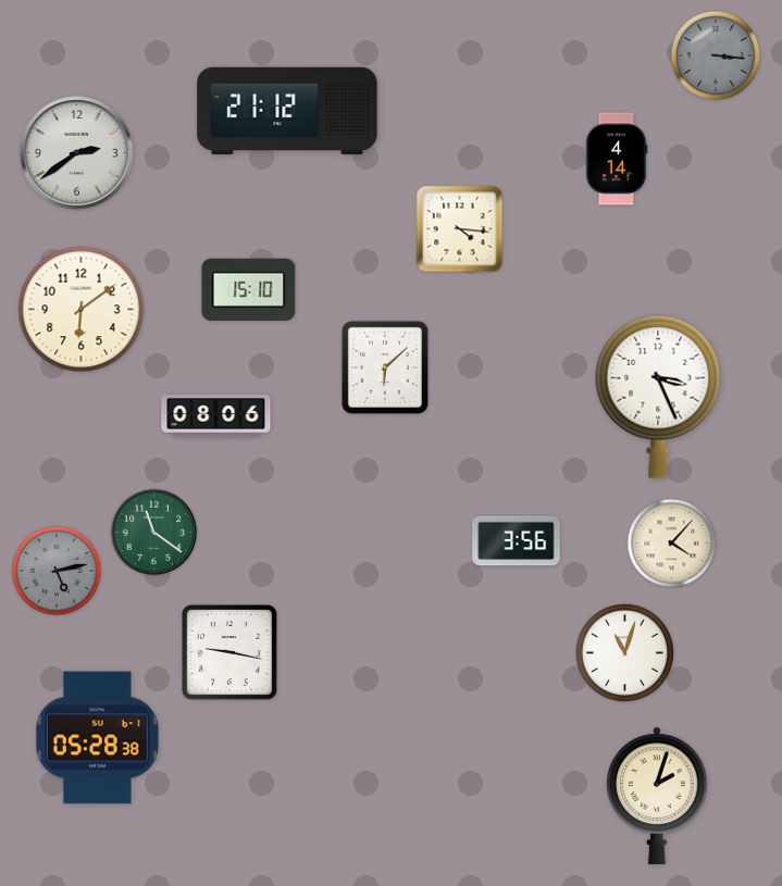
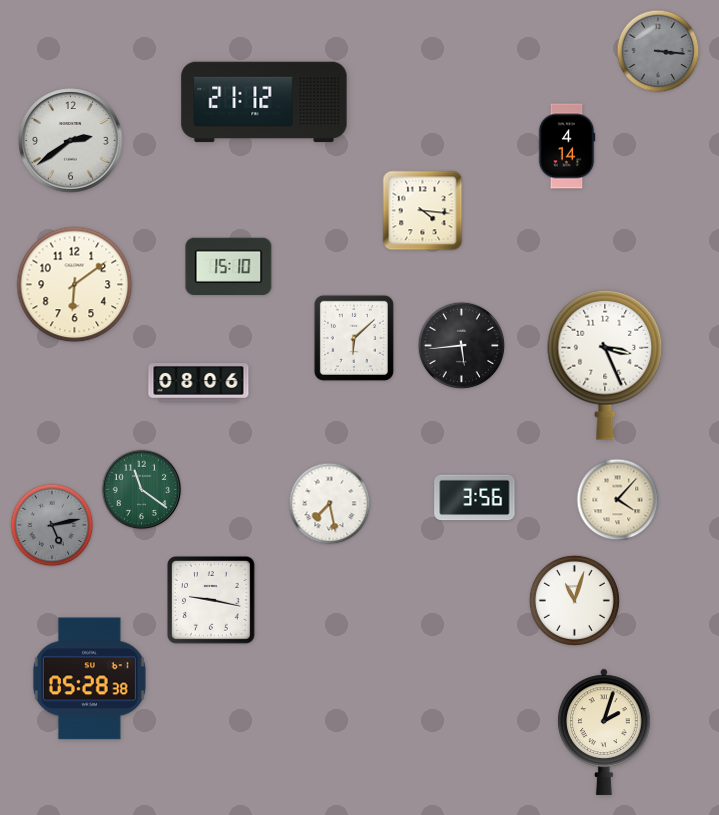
clock at (461, 345): none -> 5:44
clock at (330, 504): none -> 7:28
